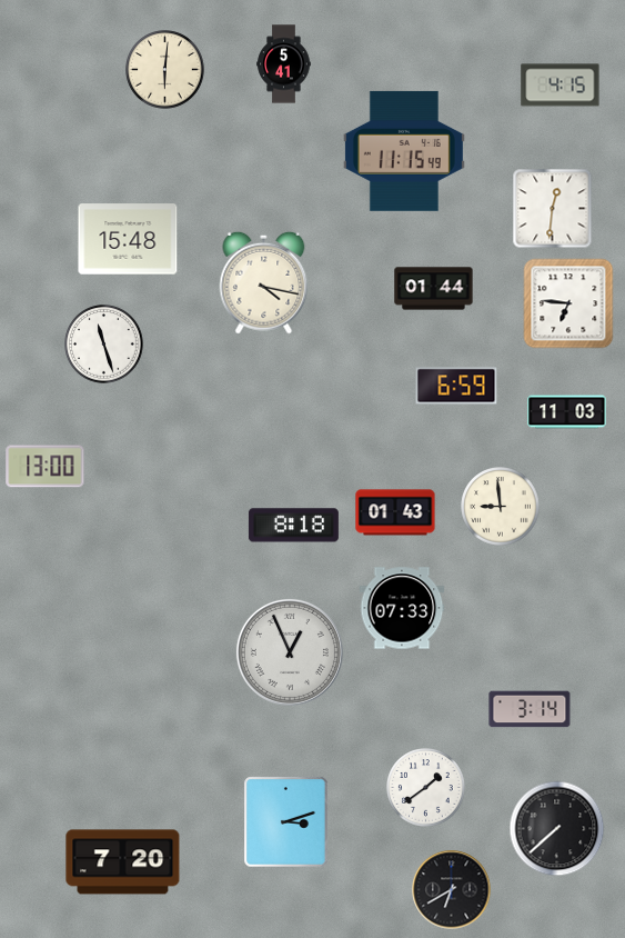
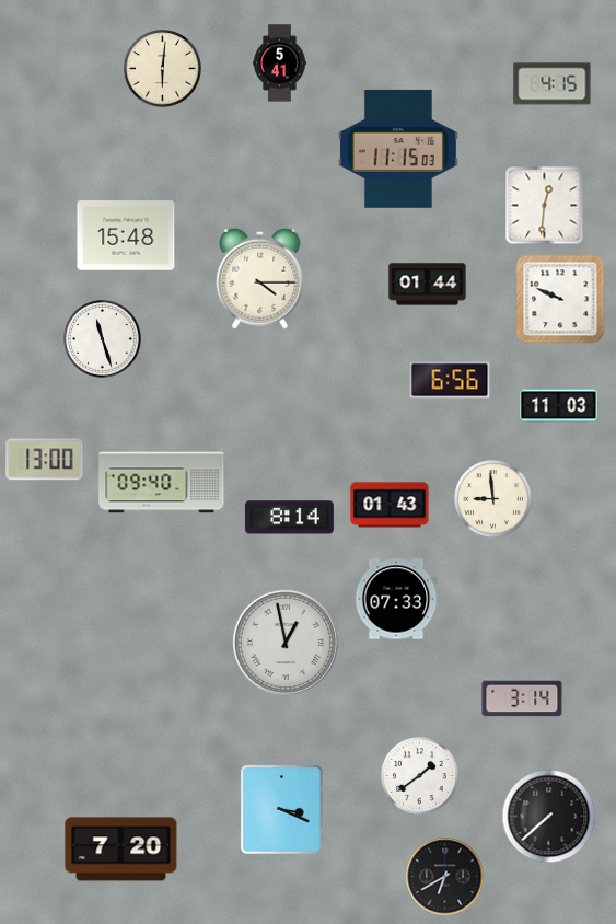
clock at (404, 151): 11:15:49 -> 11:15:03
clock at (264, 282): 4:17 -> 4:15
clock at (568, 303): 6:46 -> 9:49
clock at (456, 386): 6:59 -> 6:56
clock at (162, 483): none -> 09:40
clock at (293, 526): 8:18 -> 8:14
clock at (290, 652): 12:56 -> 12:58
clock at (286, 822): 3:12 -> 3:19
